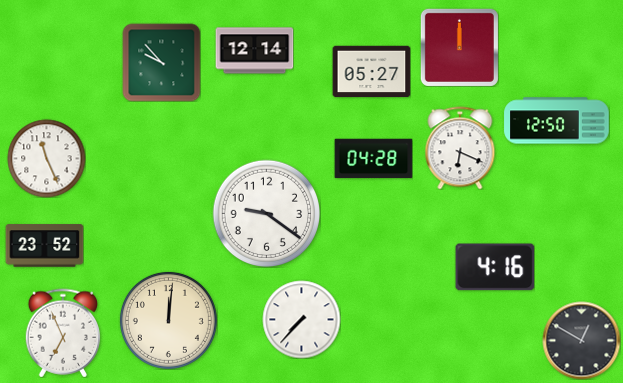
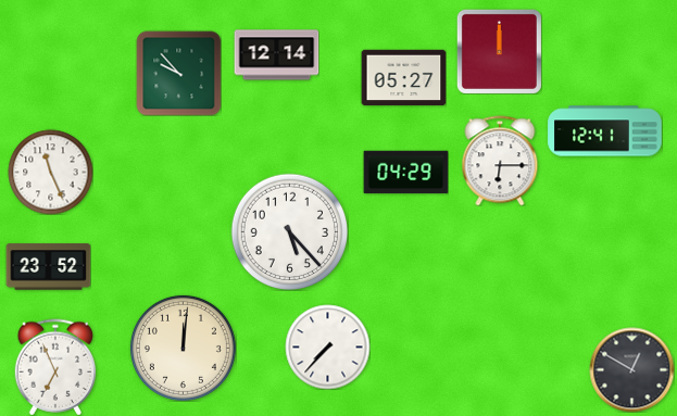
clock at (161, 62) position: (161, 62) -> (178, 73)
clock at (557, 121): 12:50 -> 12:41
clock at (460, 148): 6:19 -> 6:15
clock at (373, 159): 04:28 -> 04:29
clock at (266, 213): 9:21 -> 5:23
clock at (495, 267): 4:16 -> none
clock at (62, 333) position: (62, 333) -> (54, 367)
